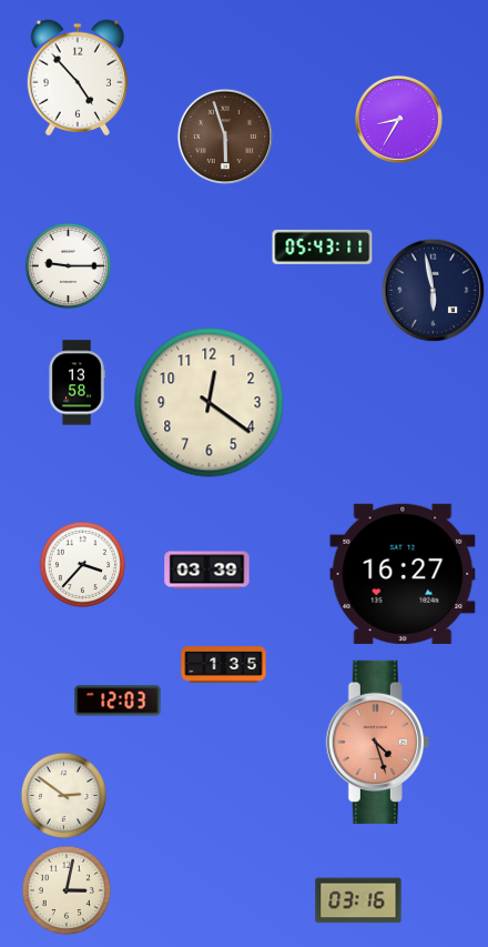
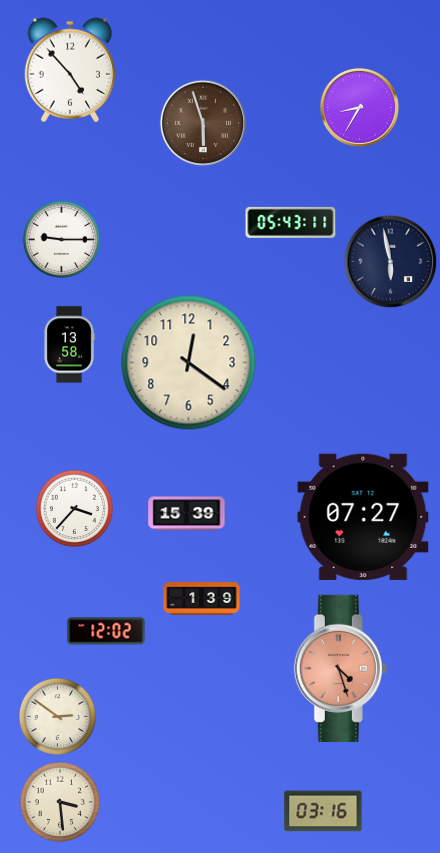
clock at (207, 571): 03:39 -> 15:39
clock at (403, 574): 16:27 -> 07:27
clock at (224, 665): 1:35 -> 1:39
clock at (118, 701): 12:03 -> 12:02
clock at (67, 890): 3:02 -> 3:29
